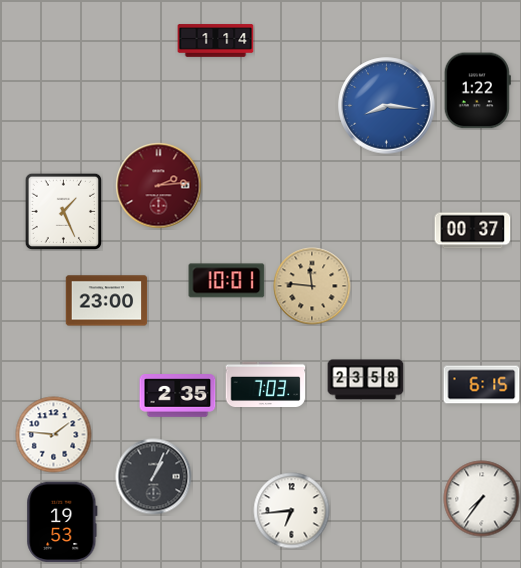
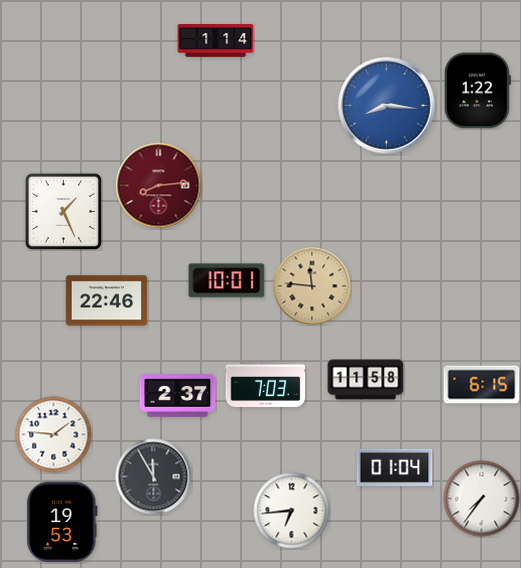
clock at (159, 186): 2:14 -> 8:14
clock at (473, 231): 00:37 -> none
clock at (107, 301): 23:00 -> 22:46
clock at (366, 380): 23:58 -> 11:58
clock at (178, 396): 2:35 -> 2:37
clock at (395, 467): none -> 01:04
clock at (154, 477): 1:04 -> 11:55
